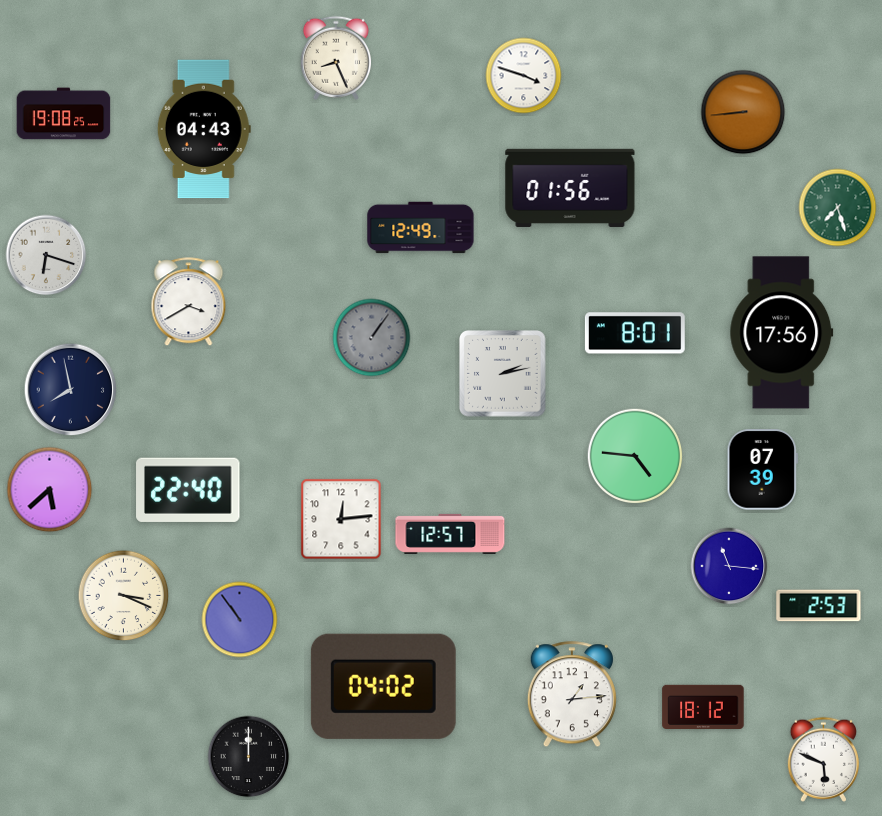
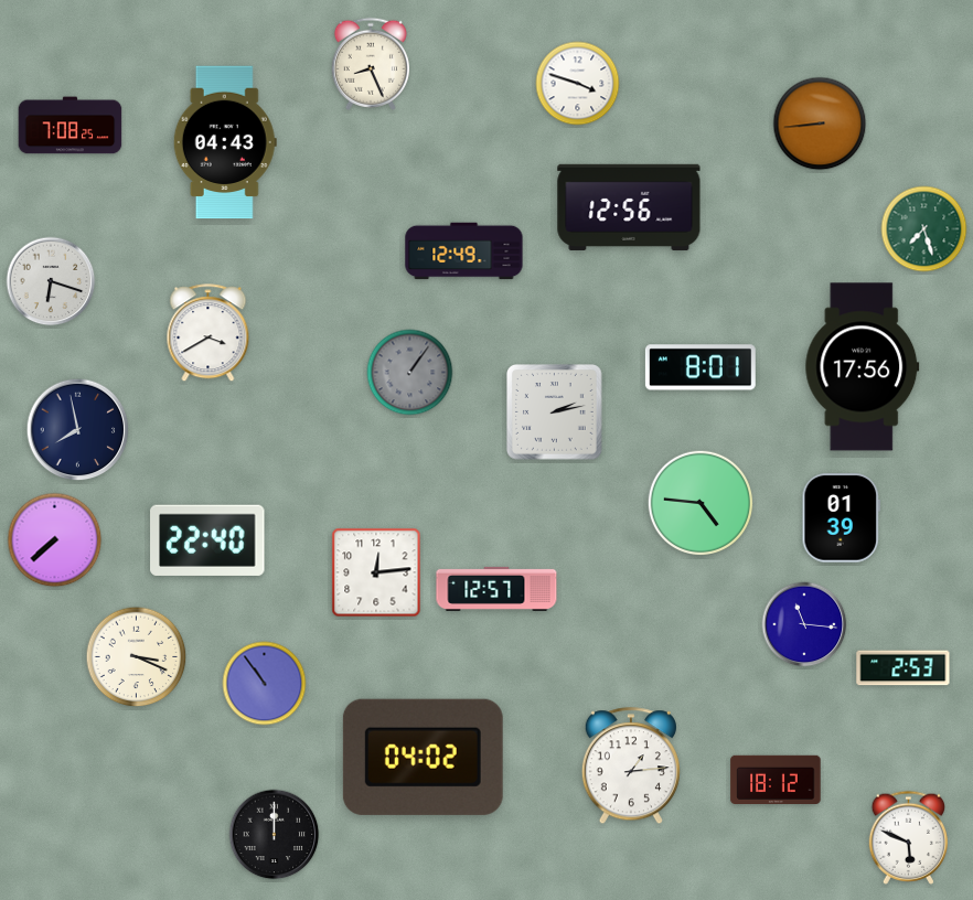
clock at (64, 114): 19:08 -> 7:08
clock at (570, 188): 01:56 -> 12:56
clock at (762, 470): 07:39 -> 01:39
clock at (50, 490): 5:38 -> 7:38
